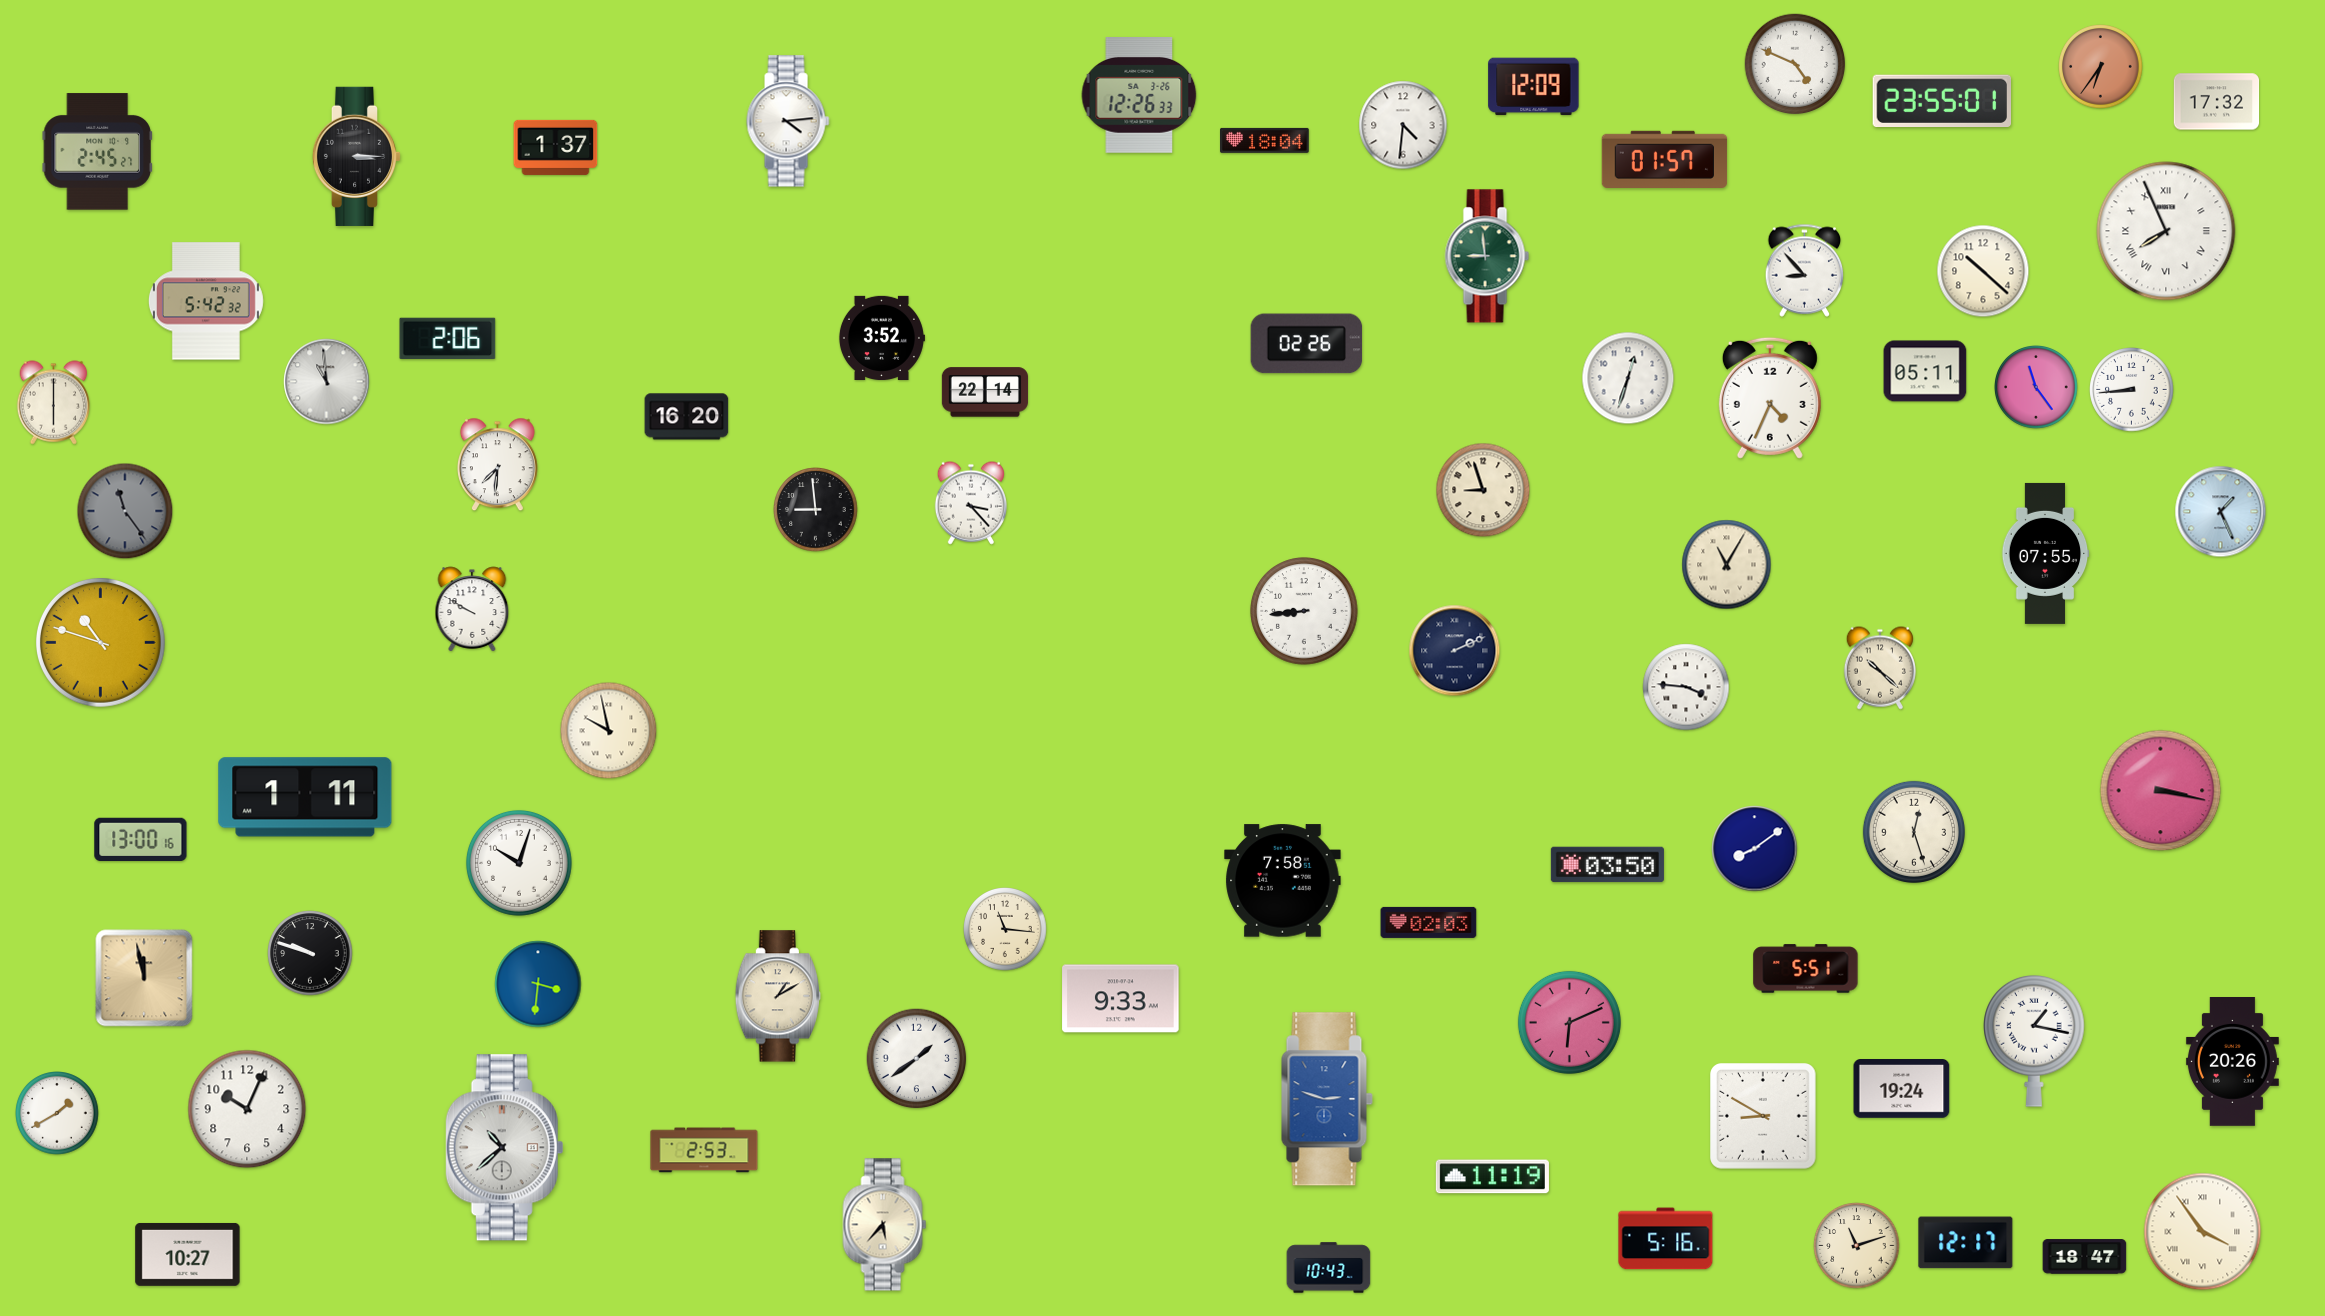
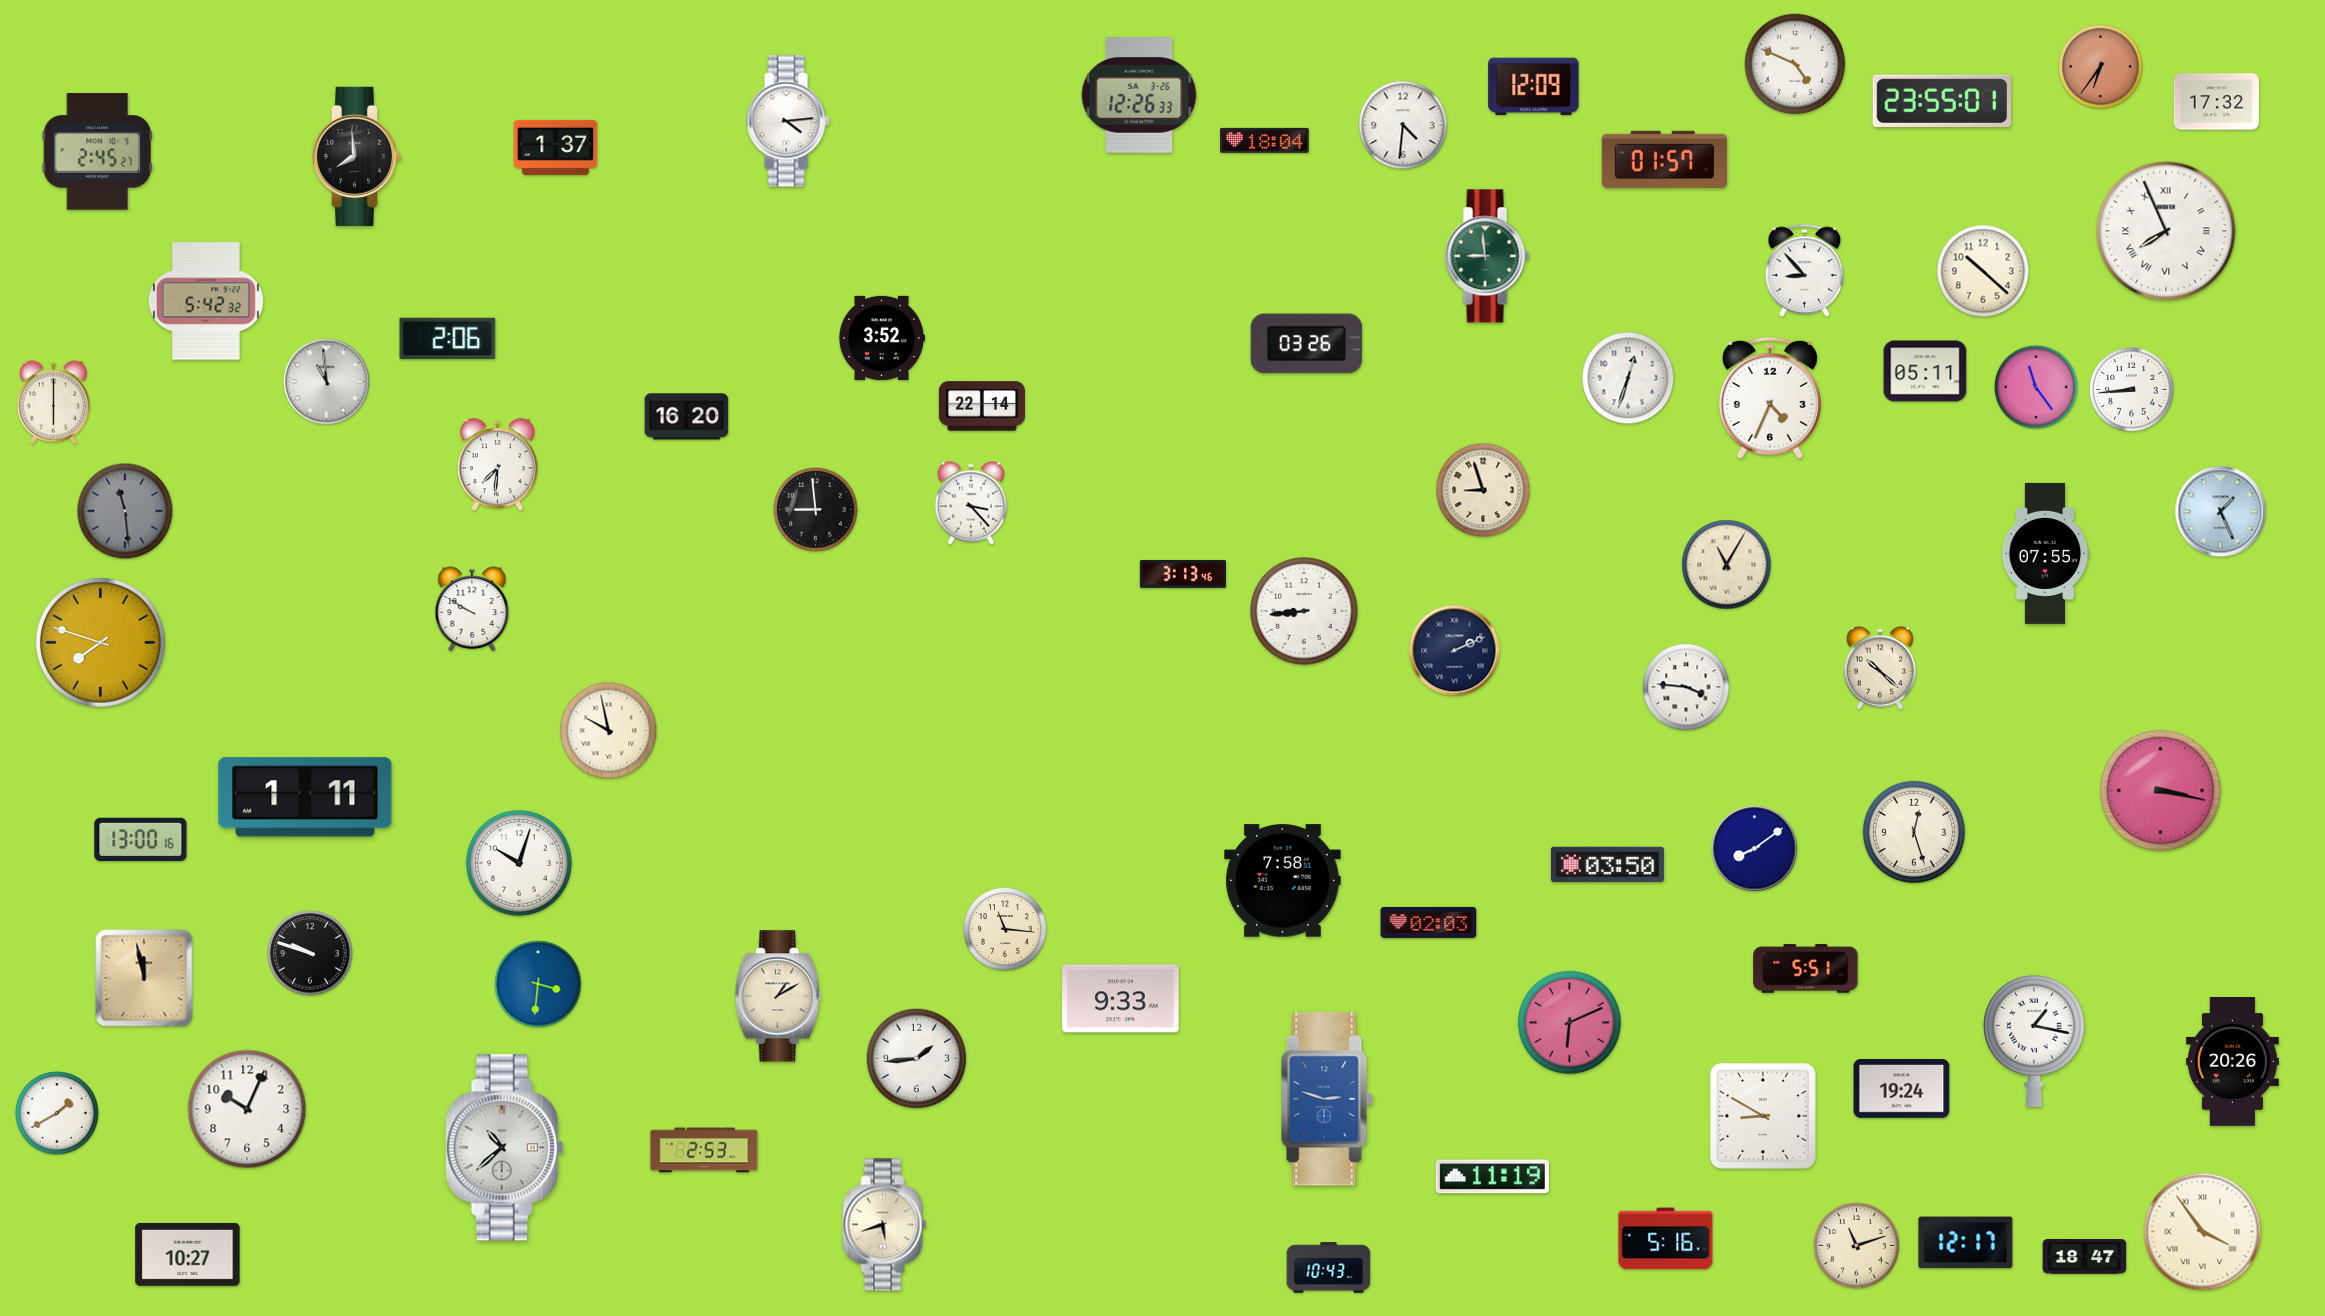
clock at (357, 156): 3:15 -> 7:59
clock at (1307, 344): 02:26 -> 03:26
clock at (985, 392) position: (985, 392) -> (982, 406)
clock at (125, 511): 11:24 -> 11:29
clock at (1183, 574): none -> 3:13
clock at (100, 642): 10:48 -> 7:48
clock at (917, 1059): 1:39 -> 1:44
clock at (885, 1225): 5:37 -> 5:42
